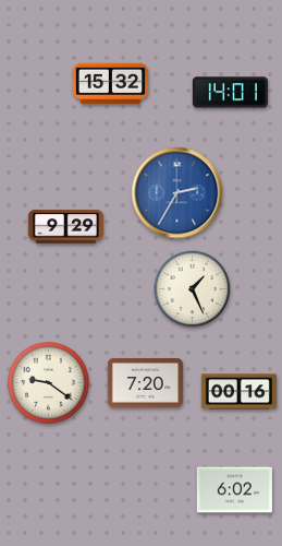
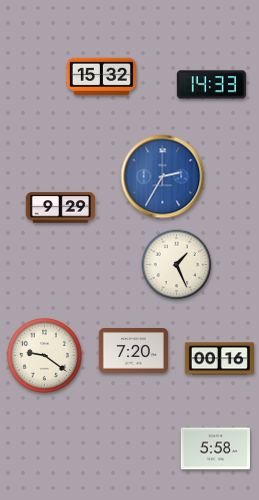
clock at (230, 93): 14:01 -> 14:33
clock at (48, 382) position: (48, 382) -> (44, 355)
clock at (234, 490): 6:02 -> 5:58
